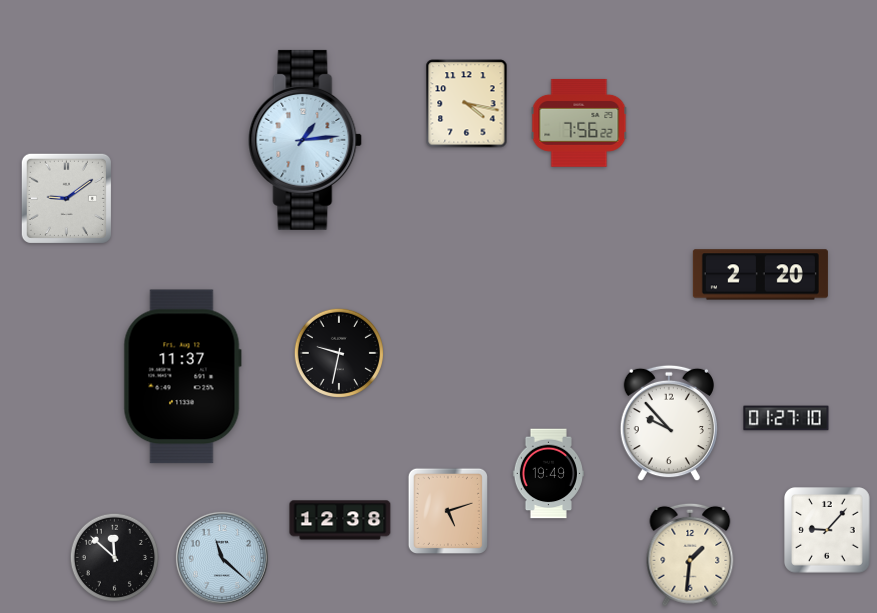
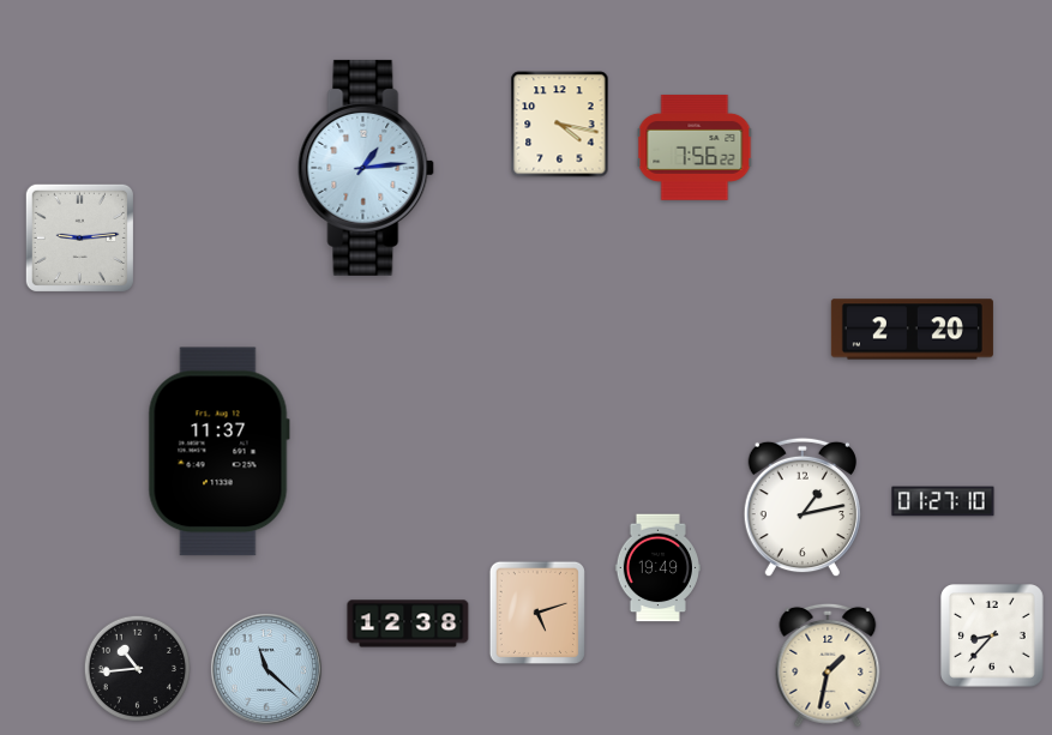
clock at (66, 198): 9:09 -> 9:14
clock at (339, 353): 9:32 -> none
clock at (669, 423): 9:53 -> 1:13
clock at (828, 531): 9:07 -> 8:37
clock at (690, 555): 1:31 -> 1:32
clock at (114, 557): 11:52 -> 10:44
